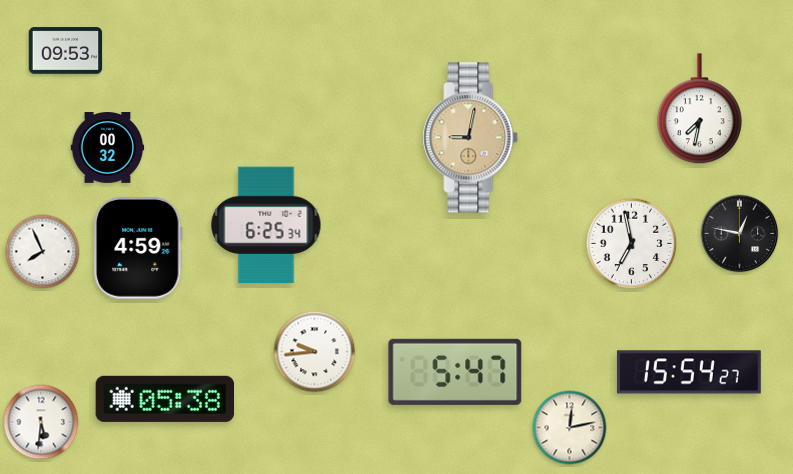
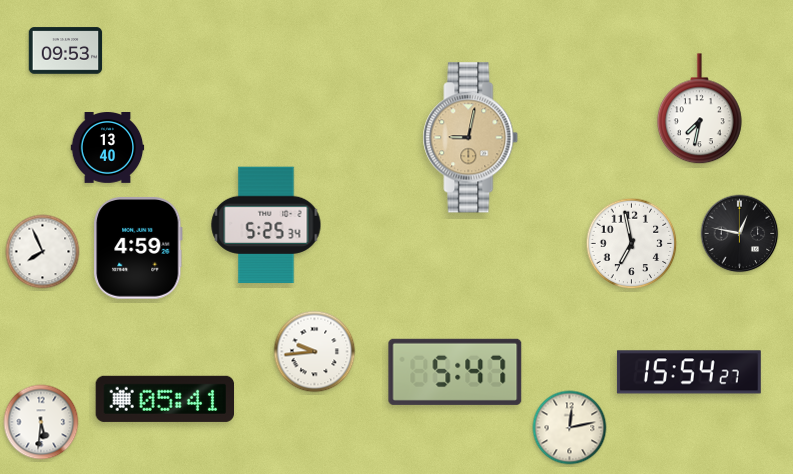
clock at (108, 148): 00:32 -> 13:40
clock at (266, 225): 6:25 -> 5:25
clock at (164, 399): 05:38 -> 05:41
